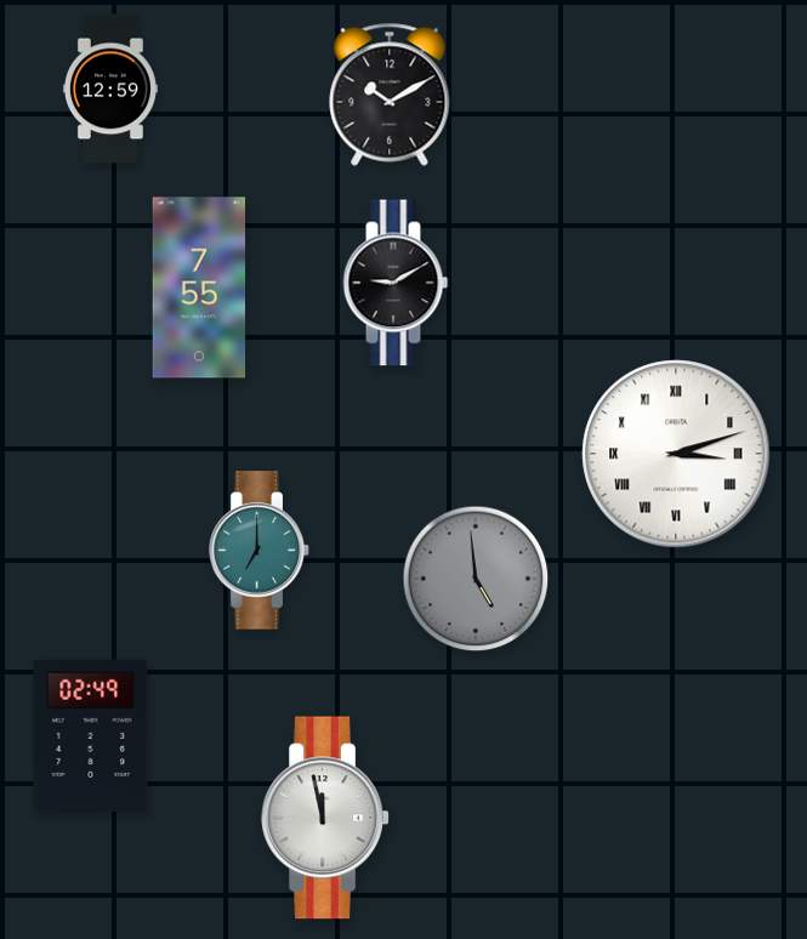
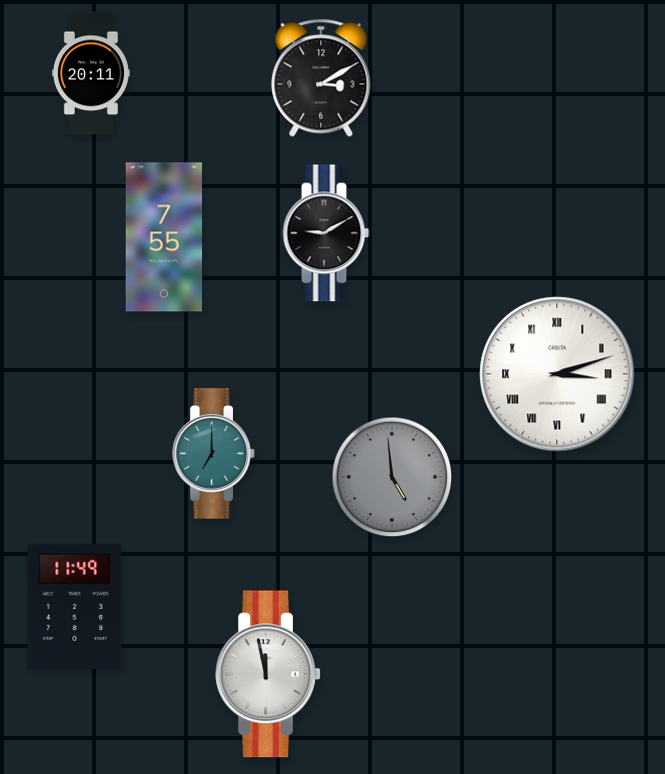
clock at (110, 89): 12:59 -> 20:11
clock at (390, 95): 10:10 -> 3:10
clock at (91, 735): 02:49 -> 11:49
